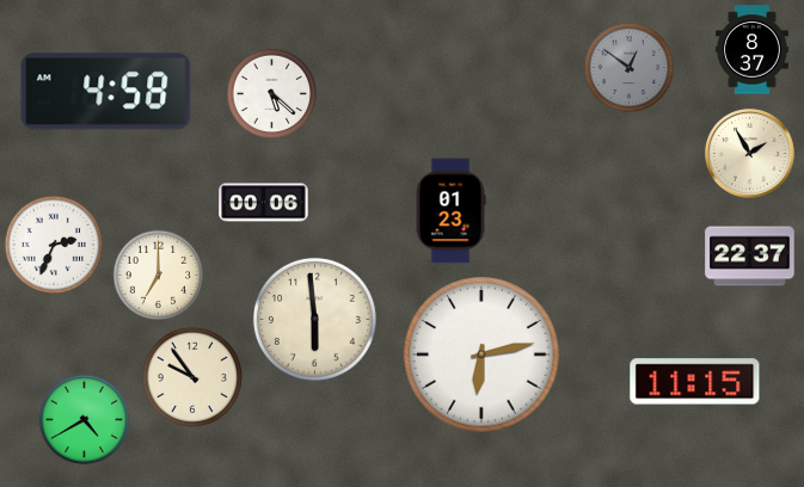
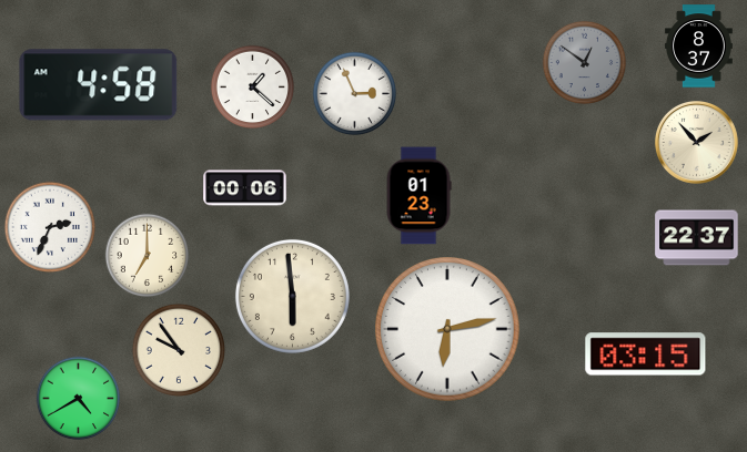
clock at (272, 94): 5:22 -> 1:22
clock at (355, 94): none -> 2:56
clock at (749, 153): 1:55 -> 1:53
clock at (695, 382): 11:15 -> 03:15
clock at (85, 420) position: (85, 420) -> (79, 399)
